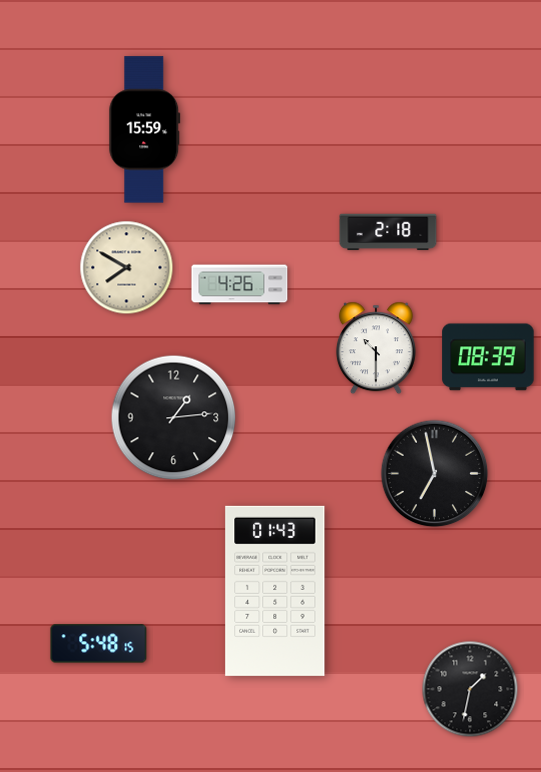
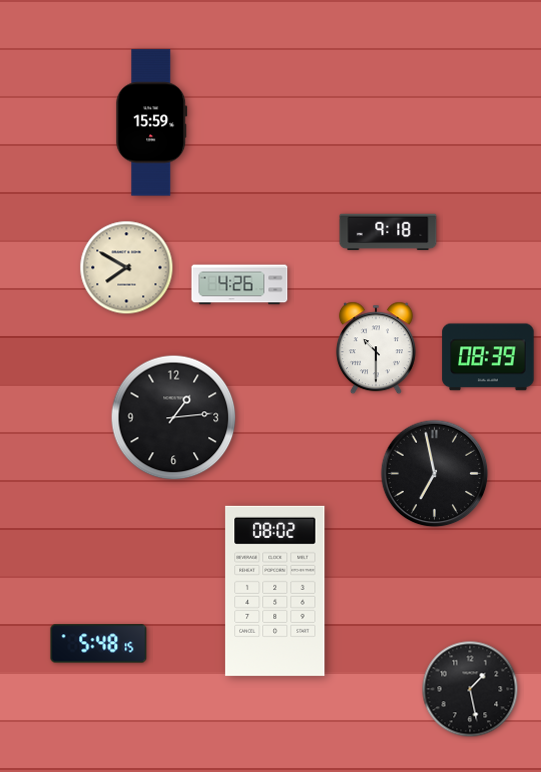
clock at (145, 130) position: (145, 130) -> (152, 123)
clock at (388, 232): 2:18 -> 9:18
clock at (275, 591): 01:43 -> 08:02
clock at (470, 689): 1:32 -> 1:28
